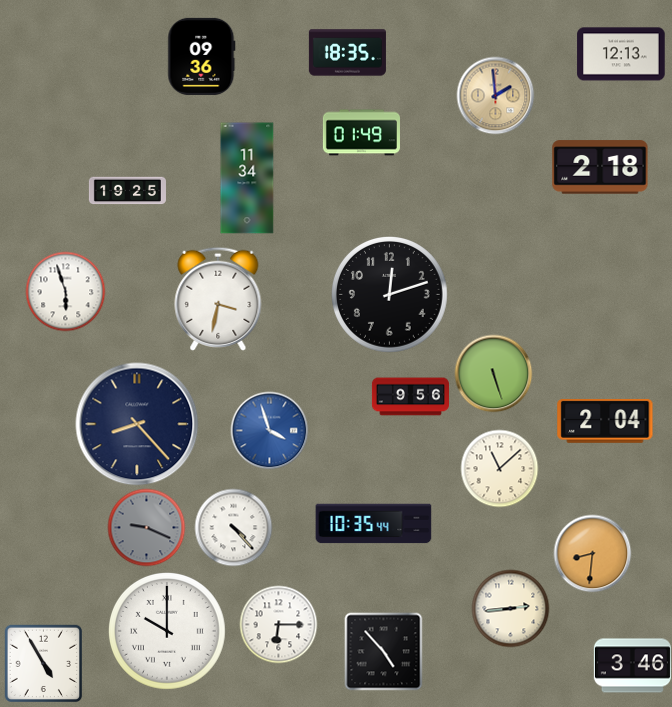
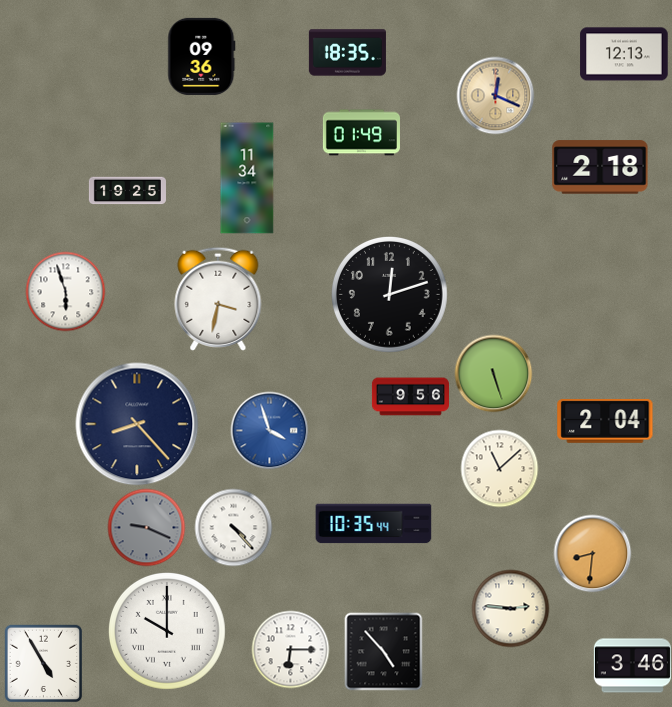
clock at (621, 54) position: (621, 54) -> (624, 54)
clock at (495, 95): 1:59 -> 12:19
clock at (510, 608): 2:44 -> 2:46
clock at (278, 624) position: (278, 624) -> (290, 649)
